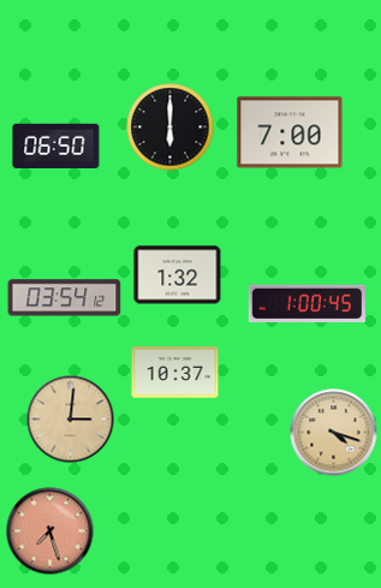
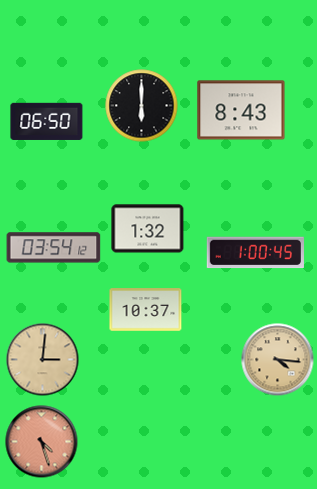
clock at (290, 132): 7:00 -> 8:43
clock at (71, 420) position: (71, 420) -> (43, 360)
clock at (334, 433): 4:18 -> 4:16
clock at (50, 531): 7:27 -> 4:27
